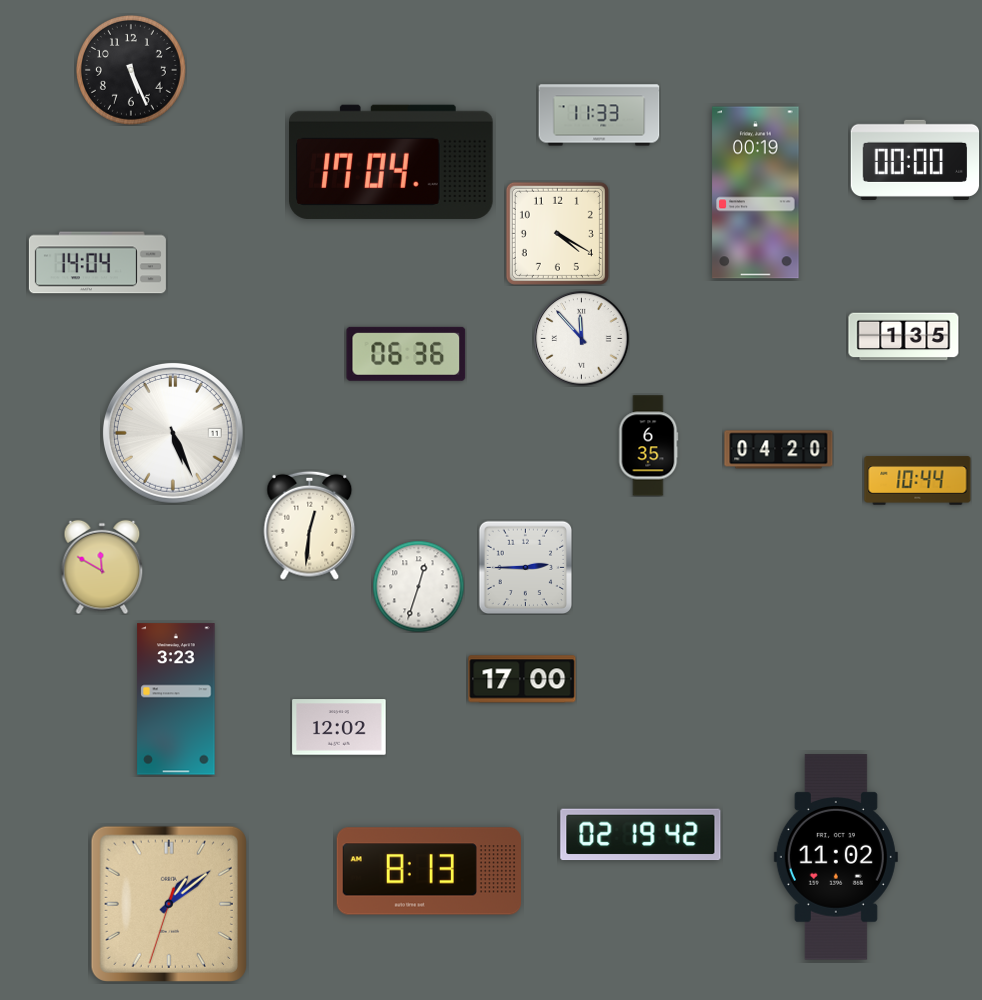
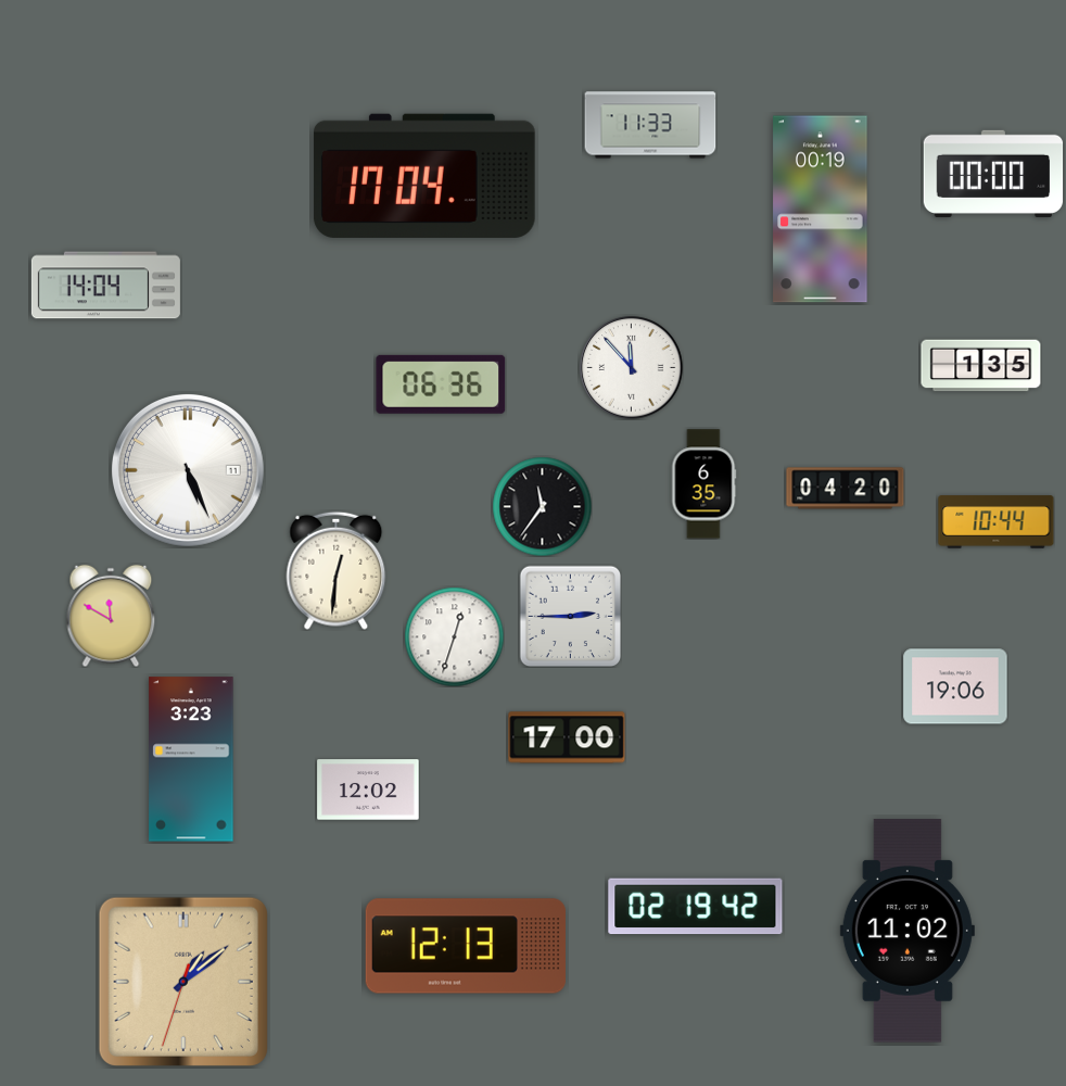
clock at (131, 70): 5:26 -> none
clock at (557, 233): 4:20 -> none
clock at (542, 506): none -> 11:36
clock at (955, 686): none -> 19:06
clock at (428, 871): 8:13 -> 12:13
